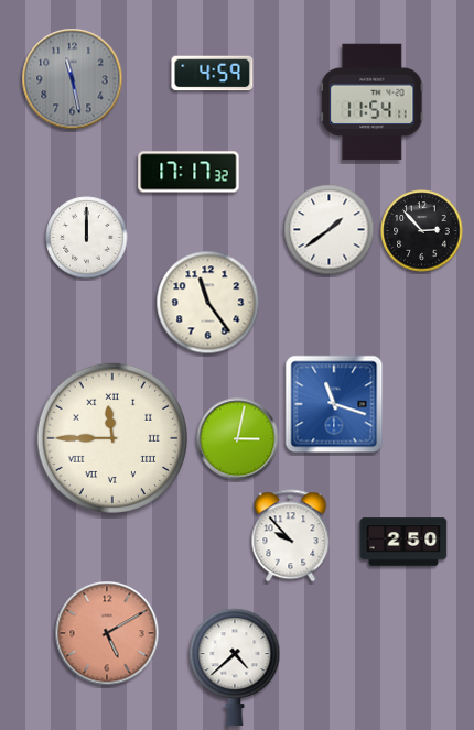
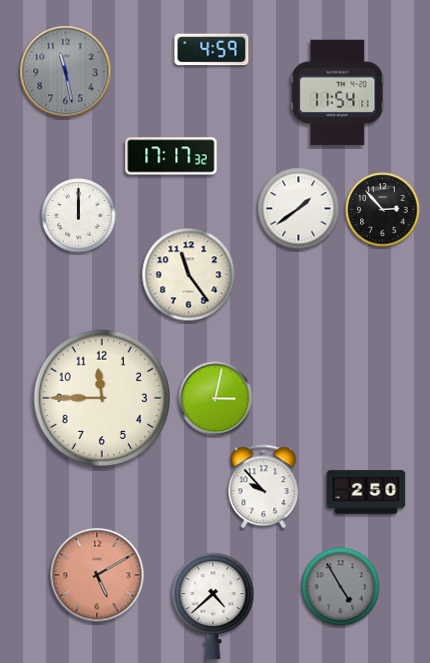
clock at (213, 74) position: (213, 74) -> (212, 50)
clock at (334, 404): 11:18 -> none
clock at (111, 437) numerals: Roman -> Arabic
clock at (341, 587): none -> 4:55
